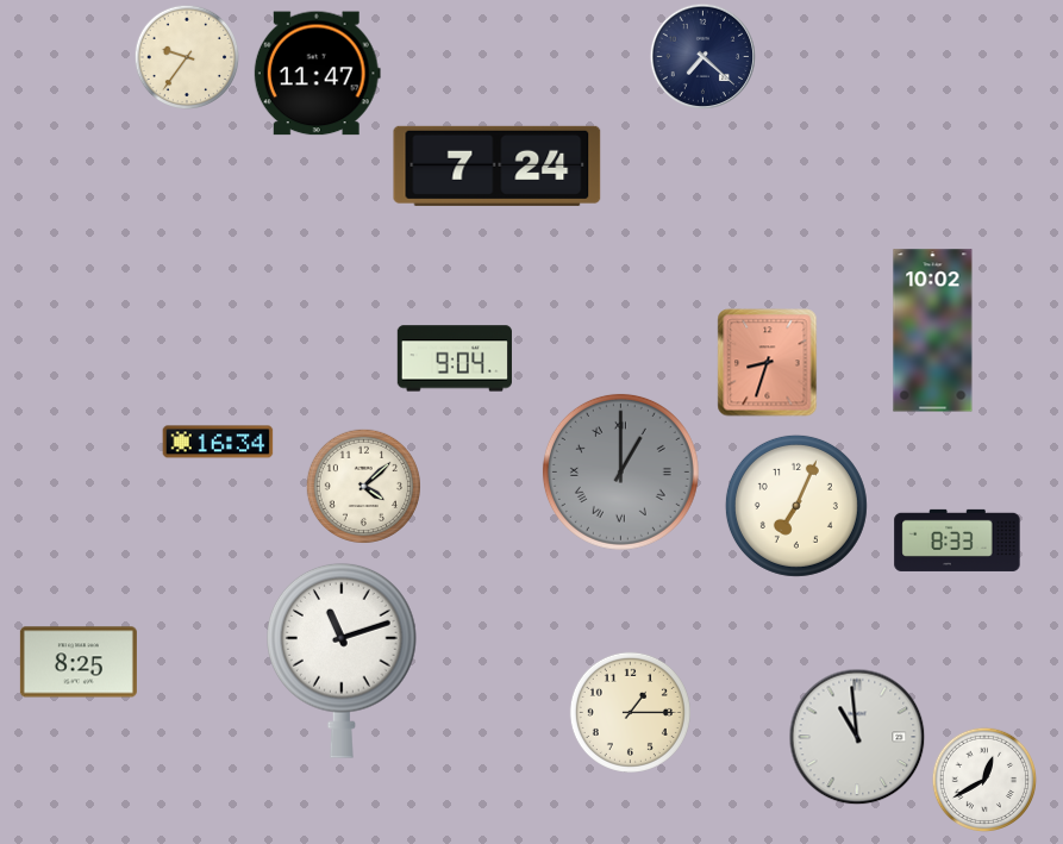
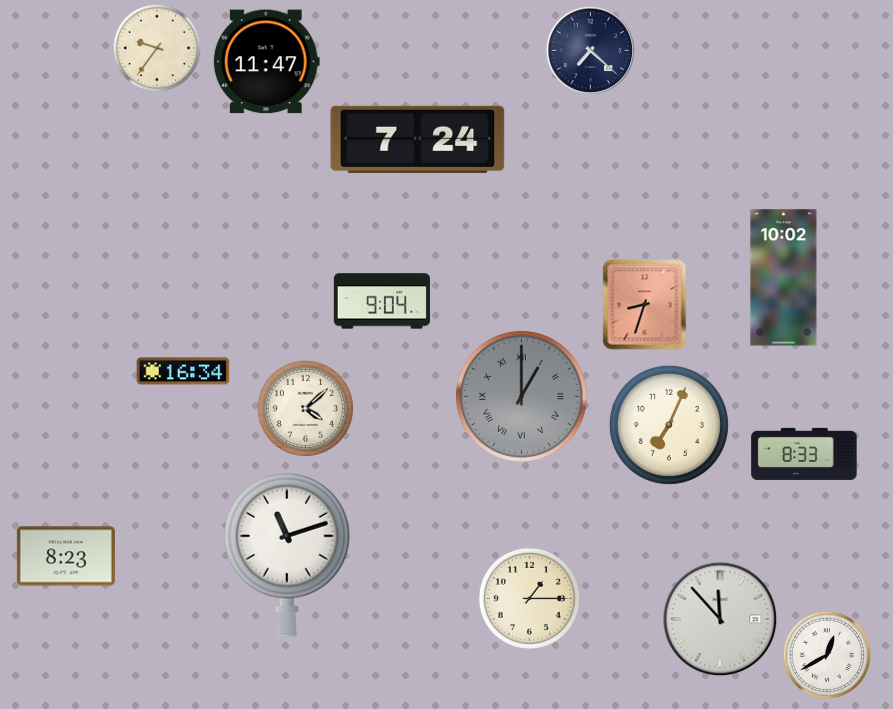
clock at (702, 56) position: (702, 56) -> (590, 50)
clock at (79, 662): 8:25 -> 8:23
clock at (857, 737): 10:59 -> 11:53
